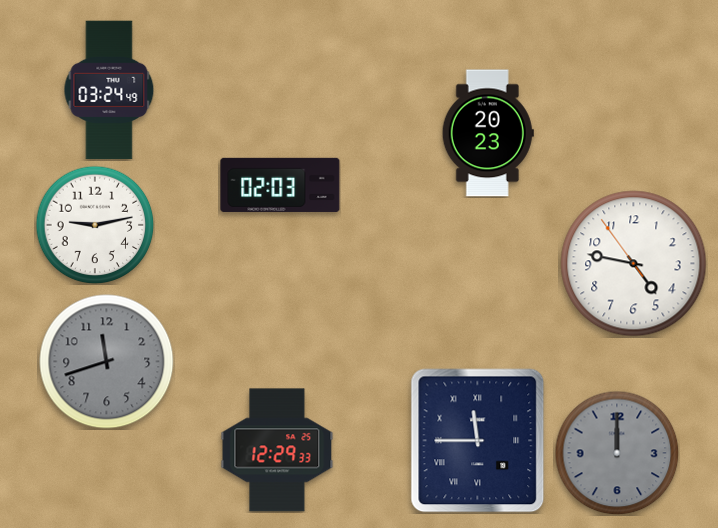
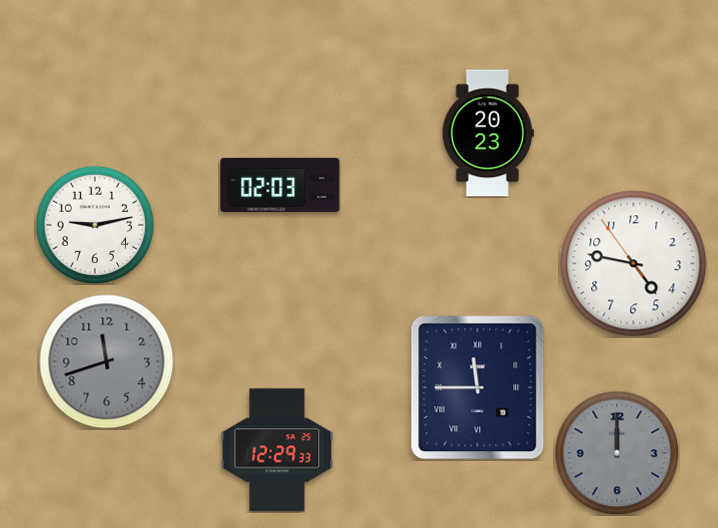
clock at (109, 90): 03:24 -> none
clock at (478, 441) position: (478, 441) -> (478, 388)
